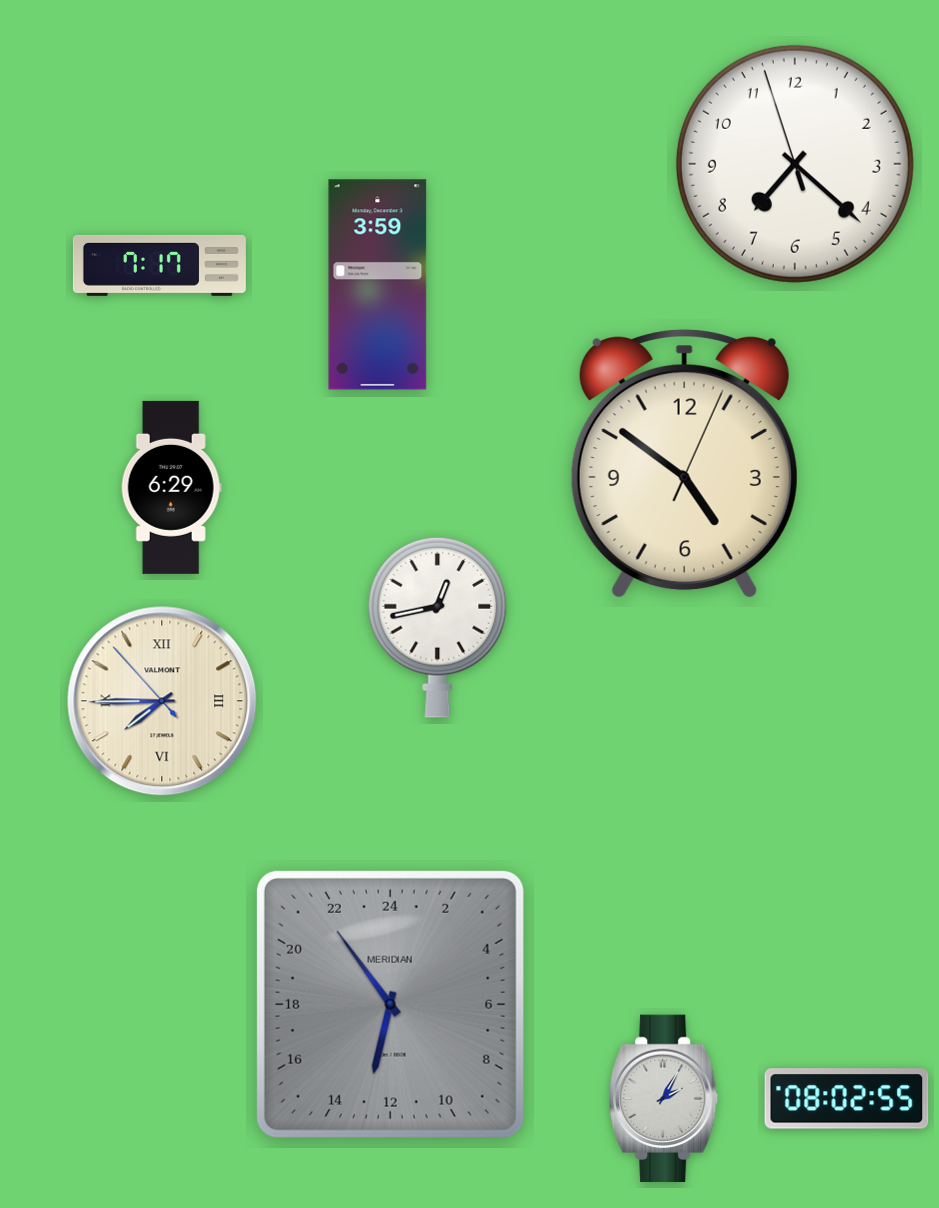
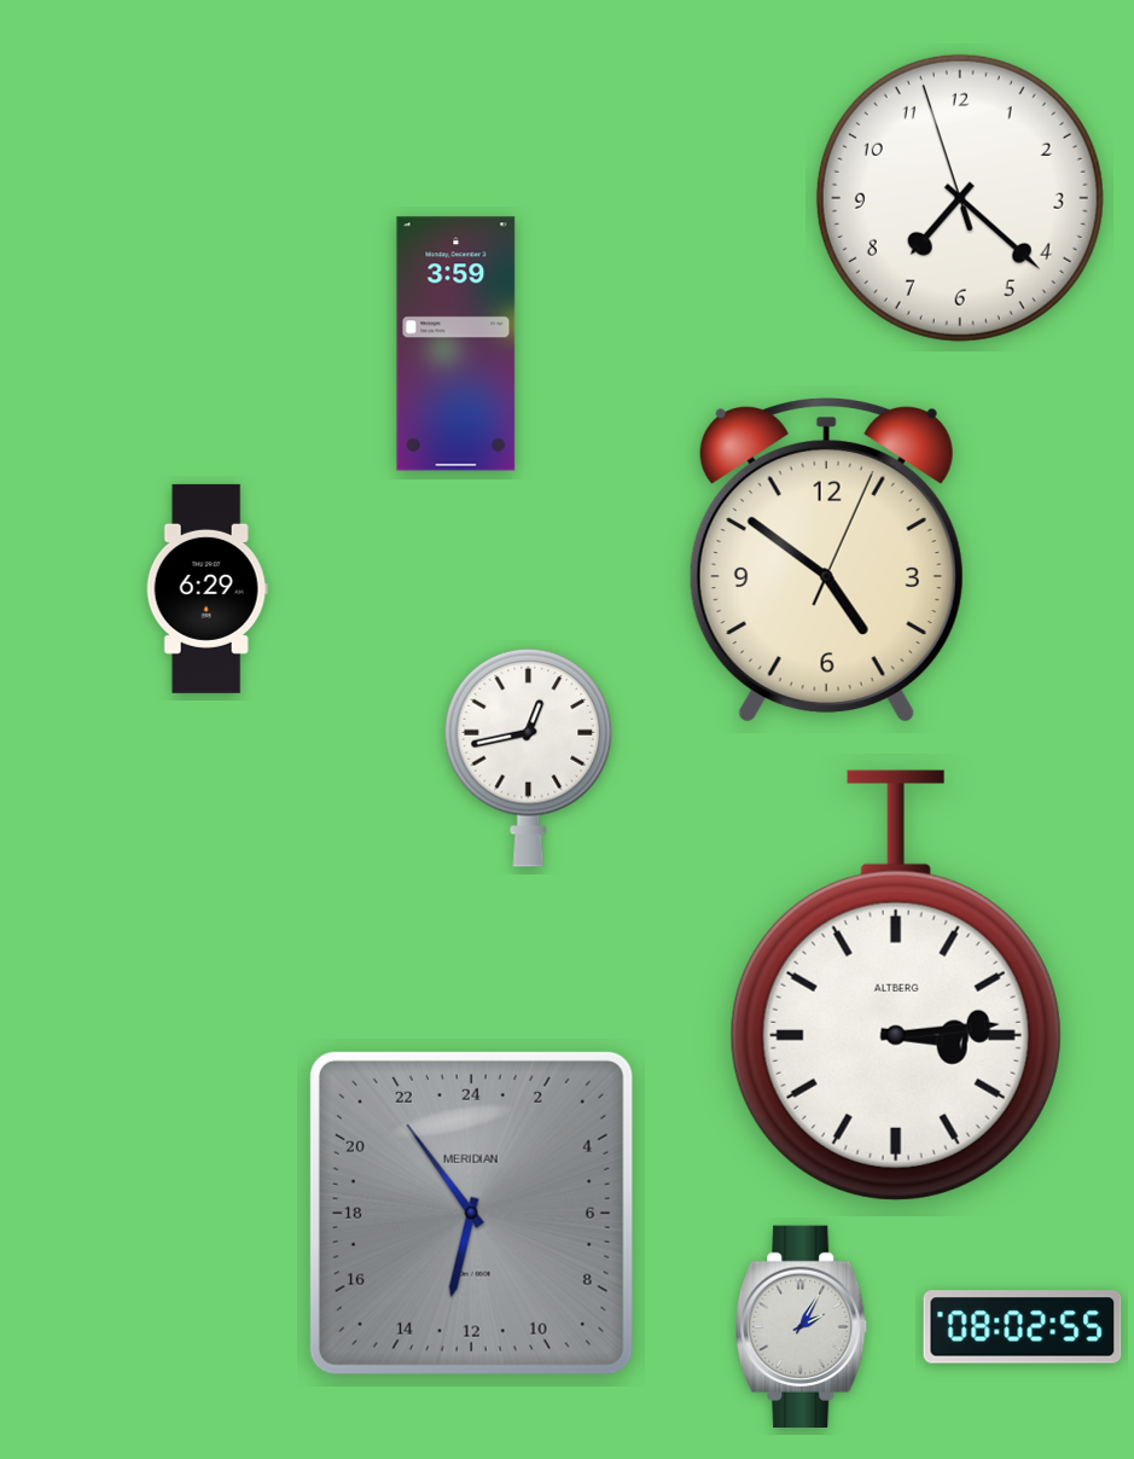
clock at (159, 265): 7:17 -> none
clock at (162, 701): 7:44 -> none
clock at (896, 986): none -> 3:14
